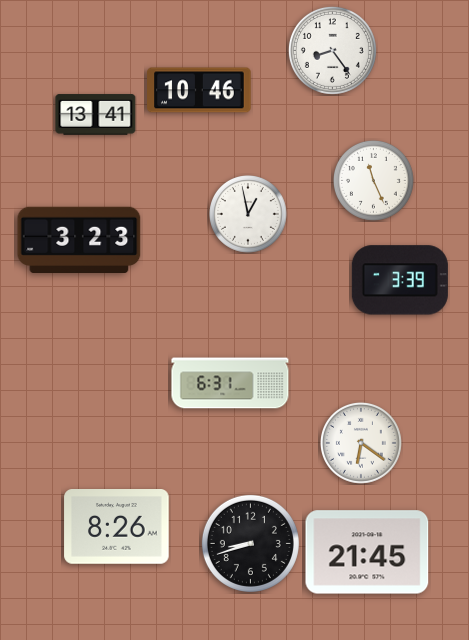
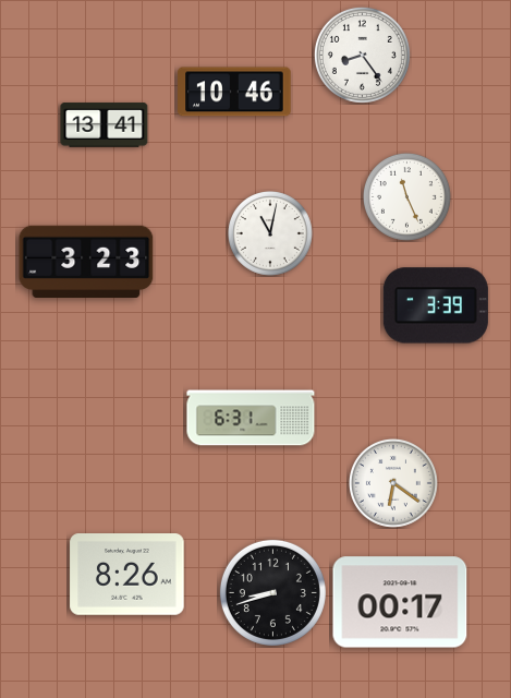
clock at (199, 90) position: (199, 90) -> (234, 92)
clock at (249, 215): 12:58 -> 11:02
clock at (367, 552): 21:45 -> 00:17
